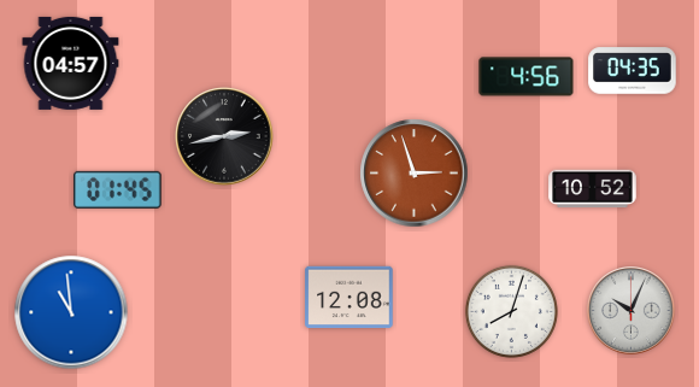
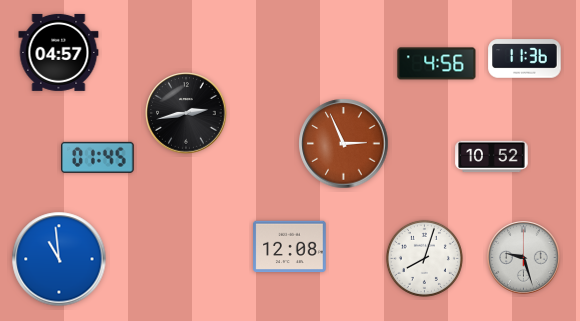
clock at (633, 71): 04:35 -> 11:36
clock at (415, 174): 2:57 -> 2:56
clock at (632, 311): 10:04 -> 9:27
